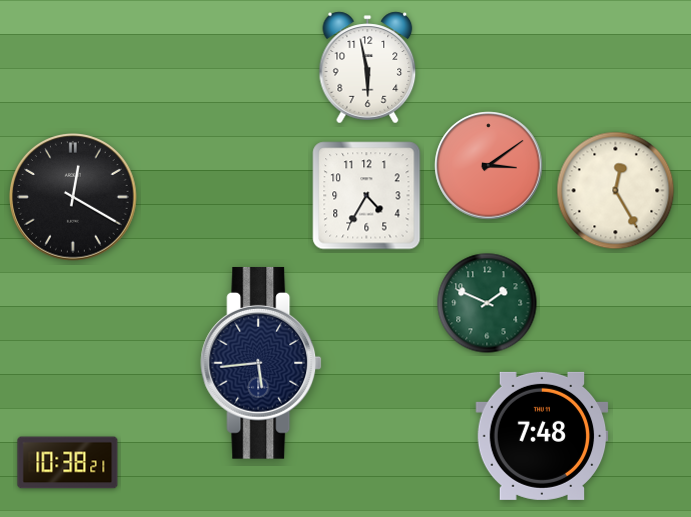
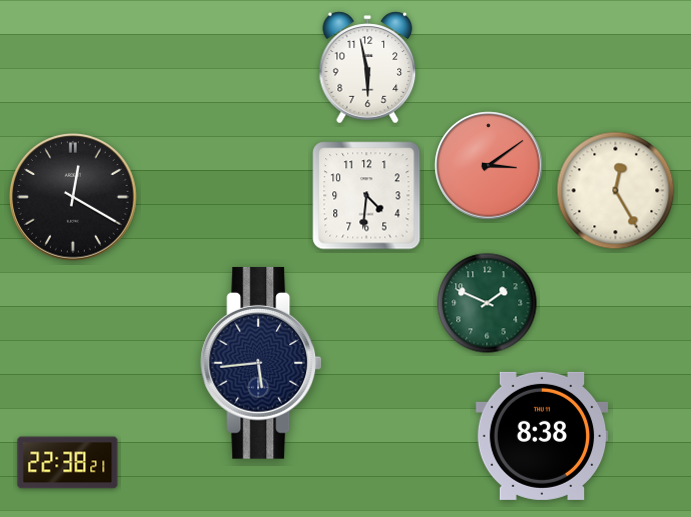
clock at (367, 196): 4:35 -> 4:31
clock at (542, 436): 7:48 -> 8:38
clock at (68, 463): 10:38 -> 22:38
